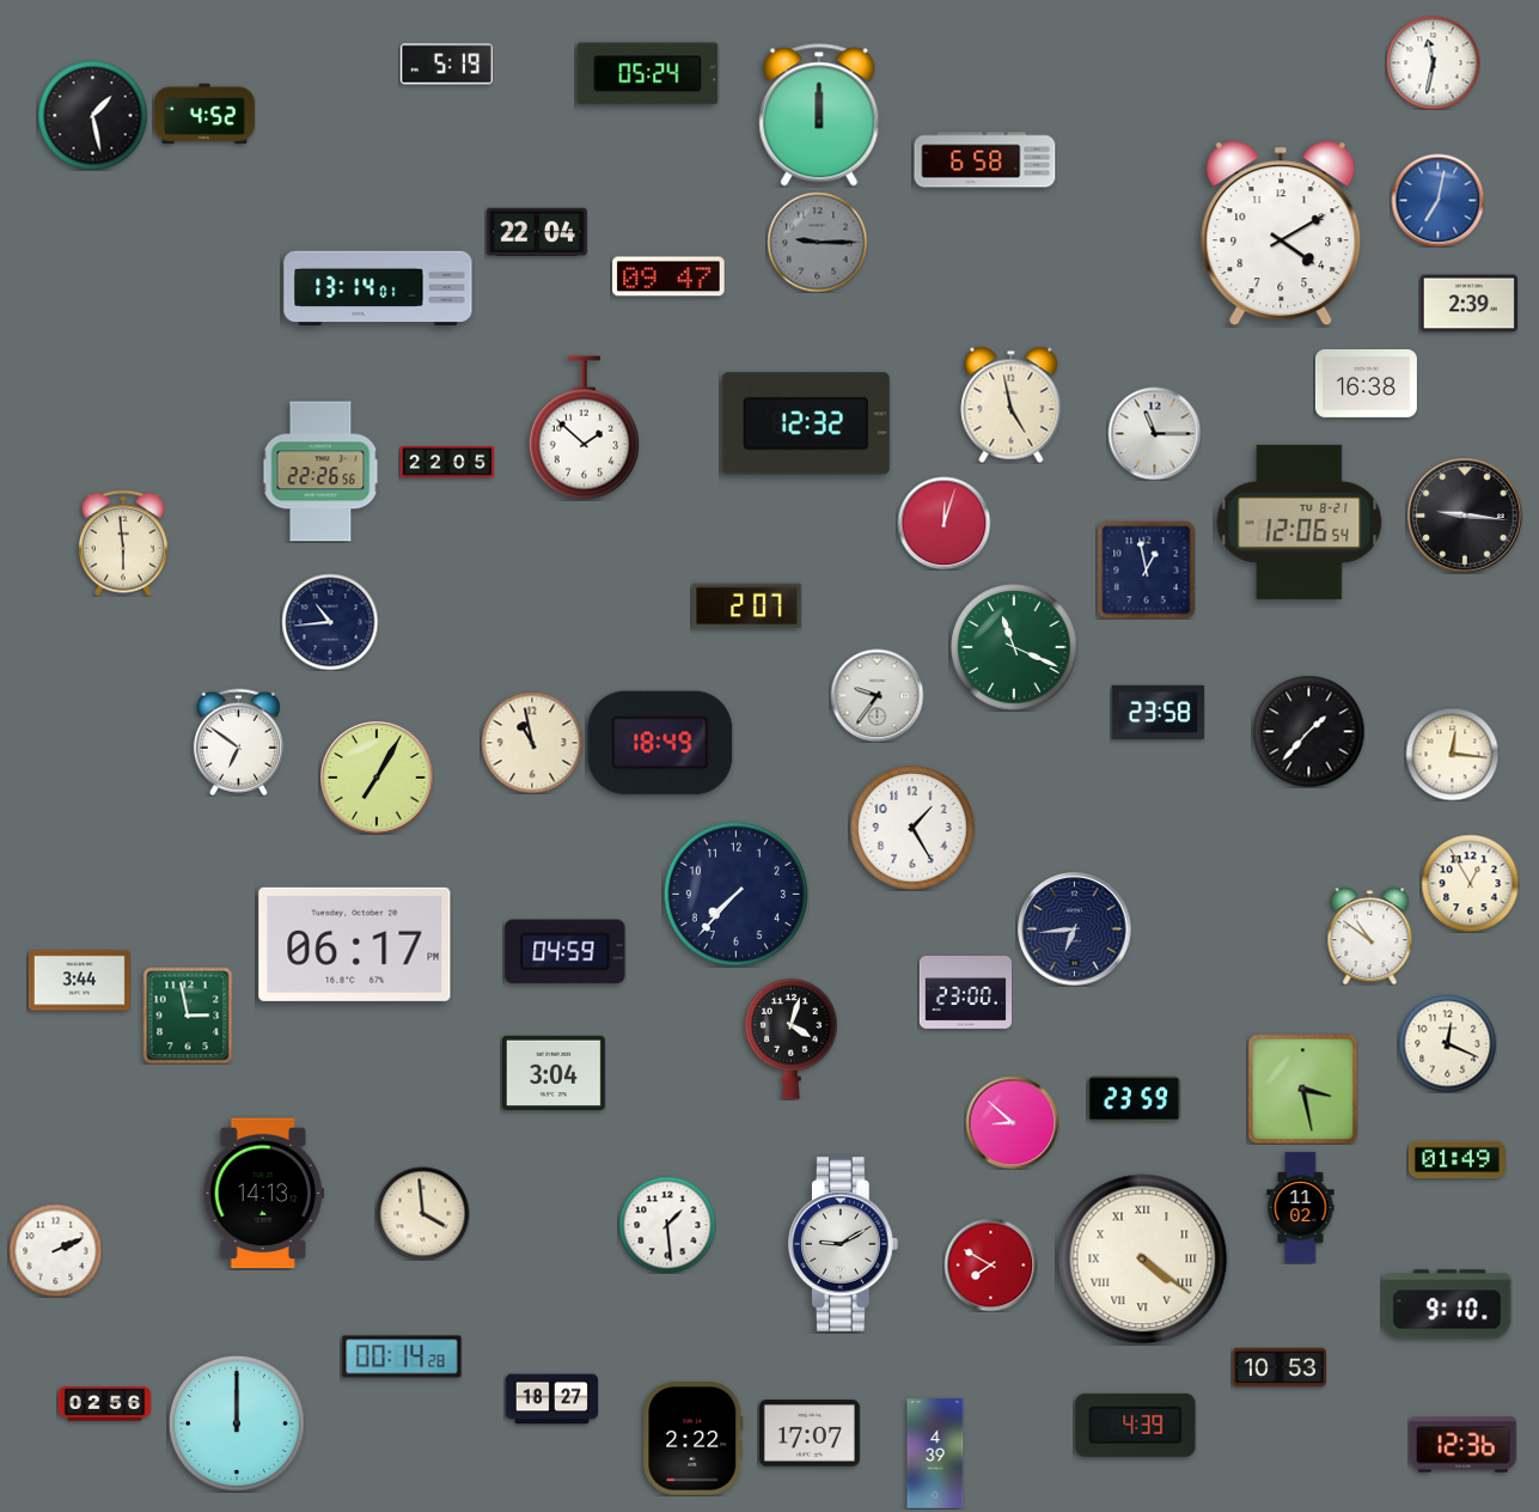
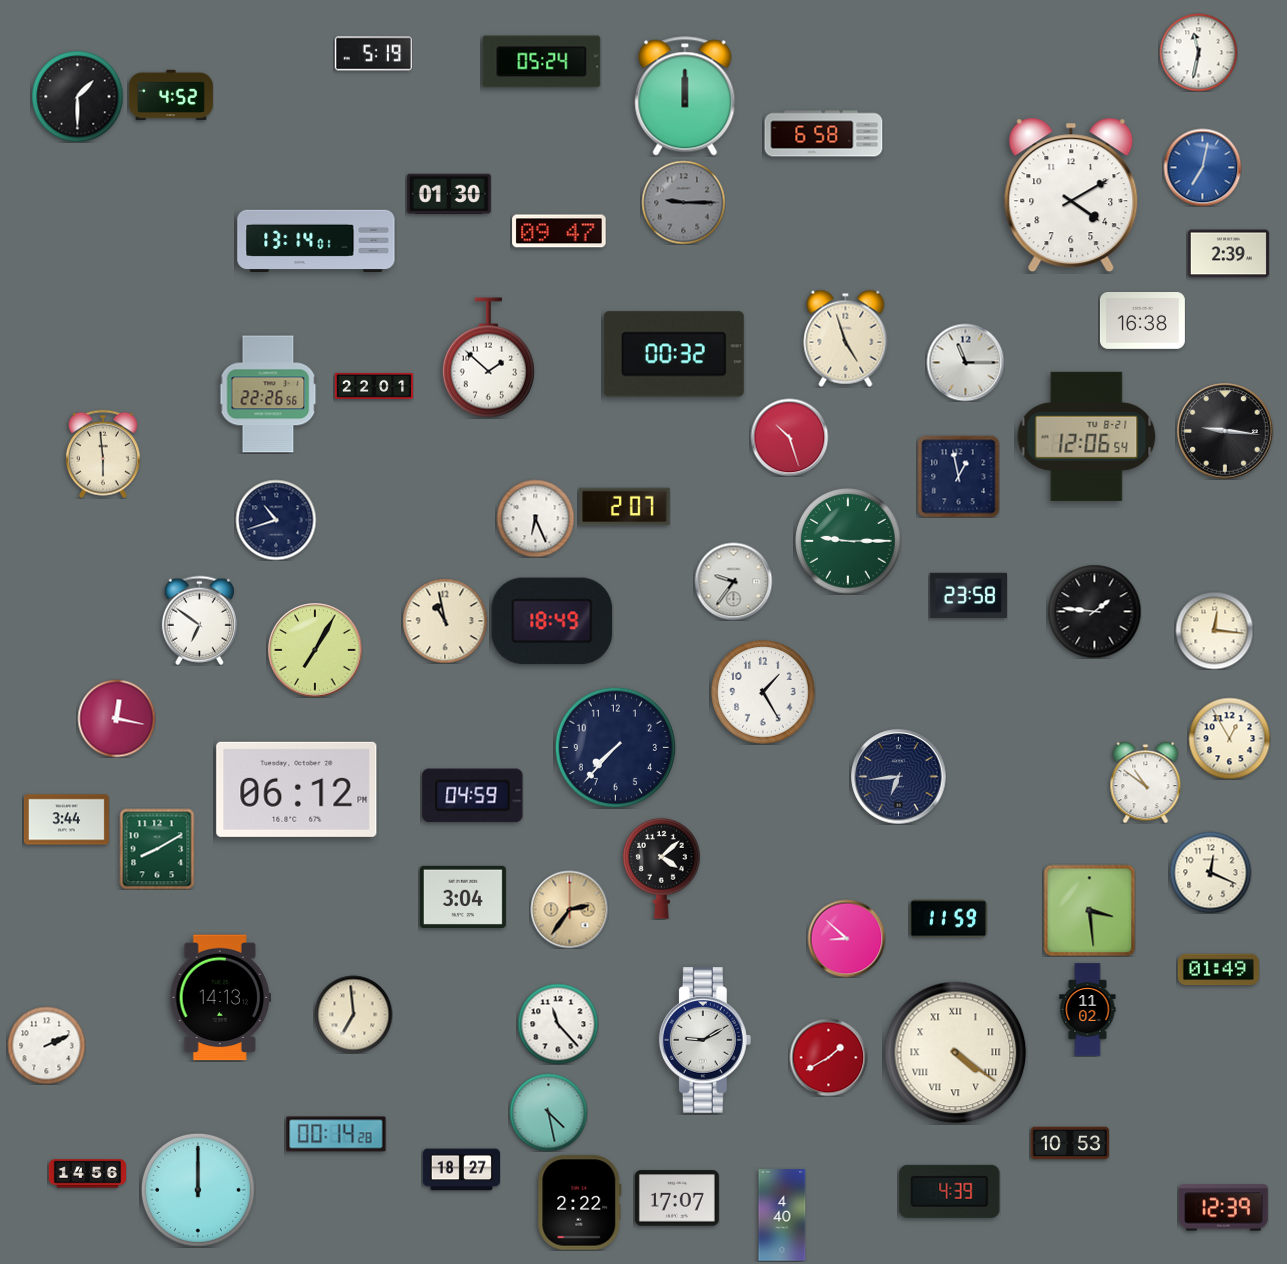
clock at (92, 115): 1:28 -> 1:30
clock at (537, 232): 22:04 -> 01:30
clock at (1012, 404): 4:58 -> 4:57
clock at (806, 423): 12:32 -> 00:32
clock at (447, 462): 22:05 -> 22:01
clock at (943, 523): 12:03 -> 10:27
clock at (535, 518): none -> 6:26
clock at (330, 622): 10:44 -> 10:42
clock at (1014, 647): 11:19 -> 9:15
clock at (1308, 731): 1:37 -> 1:46
clock at (116, 718): none -> 12:17
clock at (355, 944): 06:17 -> 06:12
clock at (965, 993): 23:00 -> none
clock at (188, 1016): 2:58 -> 8:10
clock at (792, 1038): 4:03 -> 4:08
clock at (569, 909): none -> 2:36
clock at (1302, 1089): 3:28 -> 3:29
clock at (1134, 1099): 23:59 -> 11:59
clock at (422, 1213): 3:59 -> 6:59
clock at (667, 1225): 1:29 -> 11:23
clock at (990, 1264): 7:50 -> 1:40
clock at (1447, 1304): 9:10 -> none
clock at (548, 1112): none -> 4:28
clock at (104, 1404): 02:56 -> 14:56
clock at (1464, 1445): 12:36 -> 12:39
clock at (935, 1453): 4:39 -> 4:40
